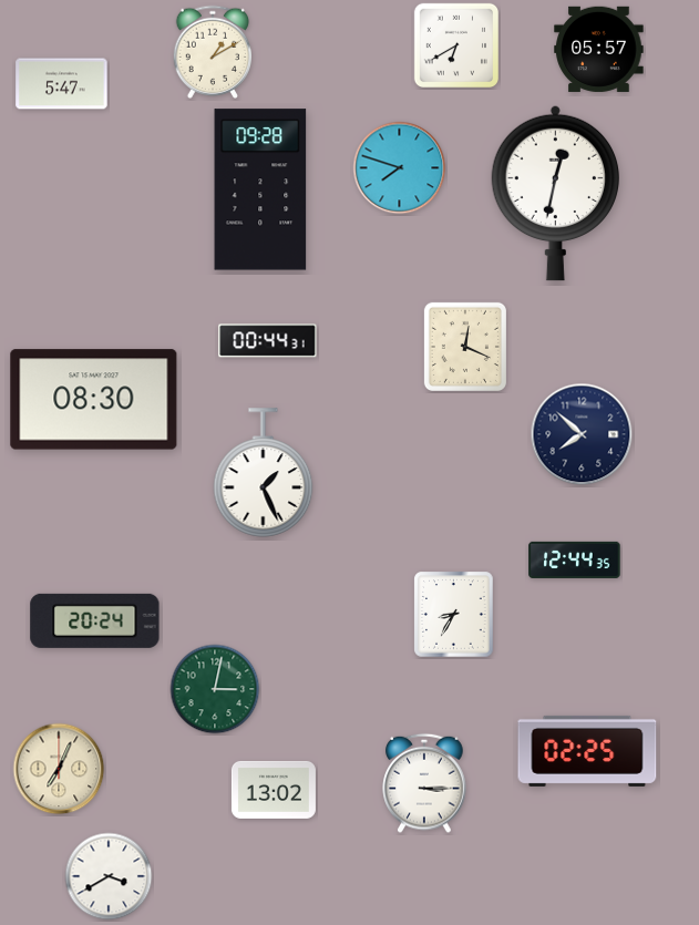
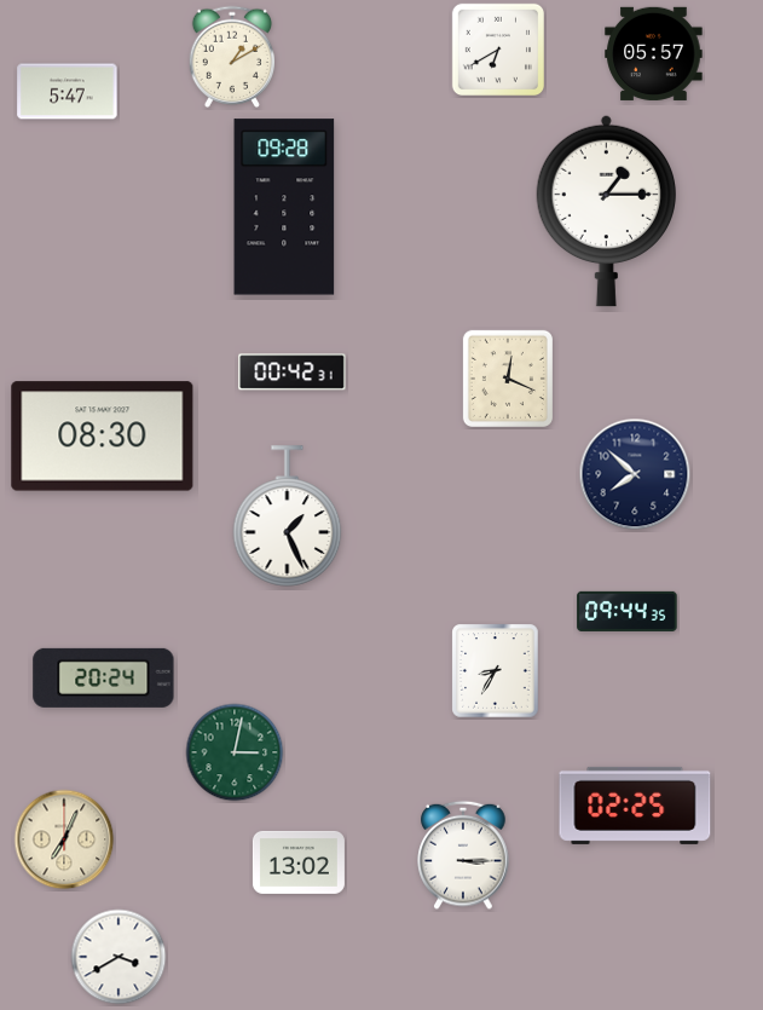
clock at (400, 168): 7:48 -> none
clock at (556, 193): 12:32 -> 1:15
clock at (268, 341): 00:44 -> 00:42
clock at (575, 559): 12:44 -> 09:44
clock at (587, 751) position: (587, 751) -> (635, 806)
